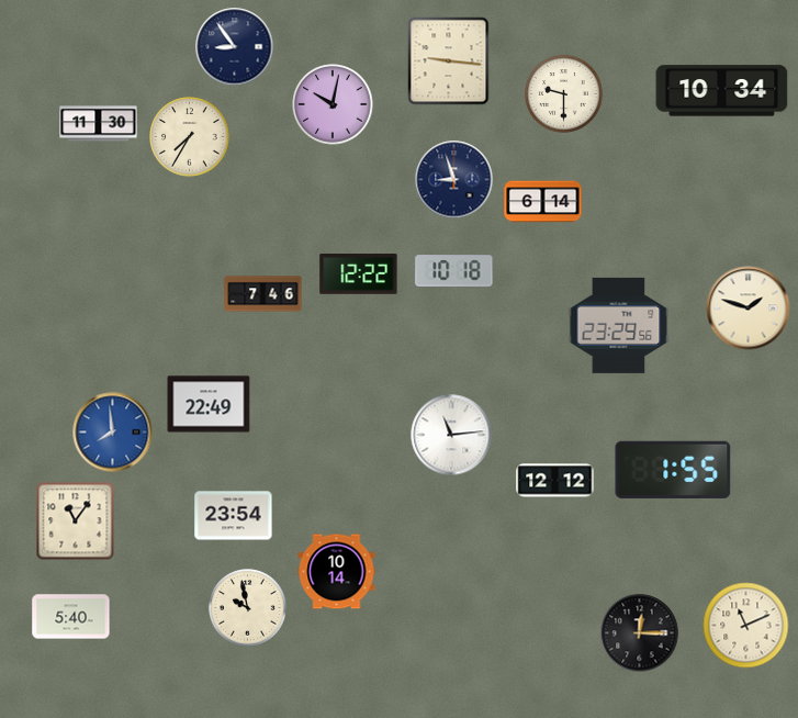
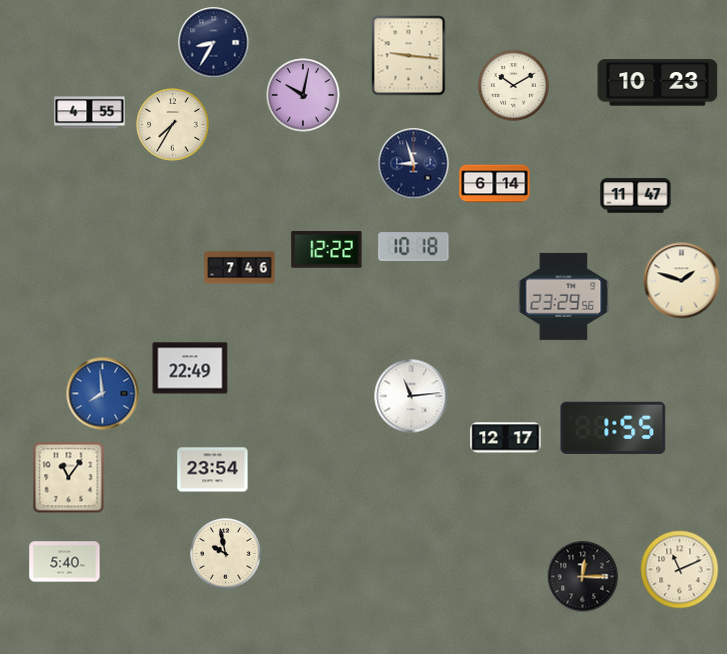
clock at (235, 47): 8:54 -> 8:35
clock at (722, 91): 10:34 -> 10:23
clock at (564, 94): 9:30 -> 10:10
clock at (99, 124): 11:30 -> 4:55
clock at (636, 196): none -> 11:47
clock at (555, 481): 12:12 -> 12:17
clock at (76, 521) position: (76, 521) -> (69, 478)
clock at (337, 572): 10:14 -> none
